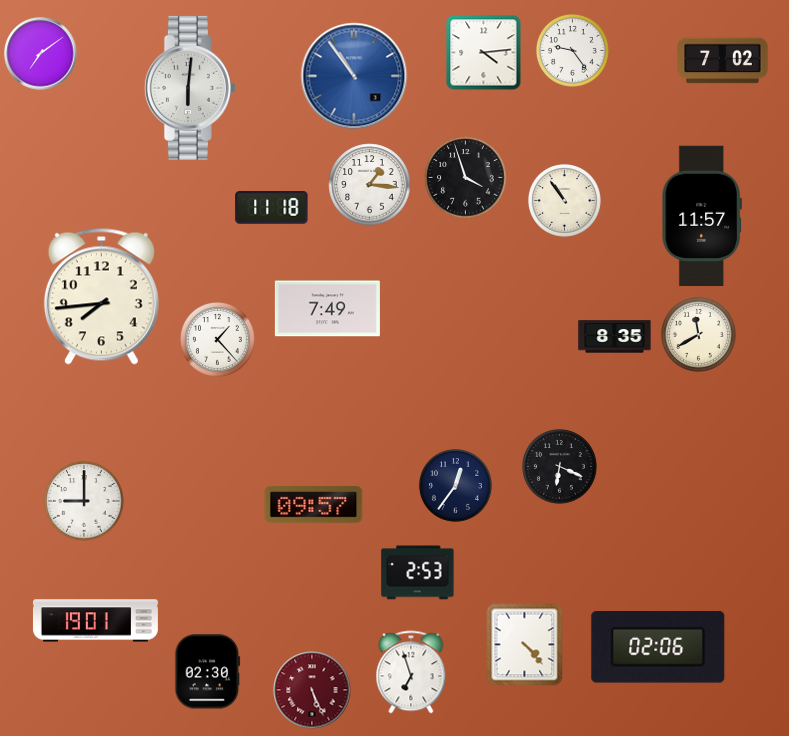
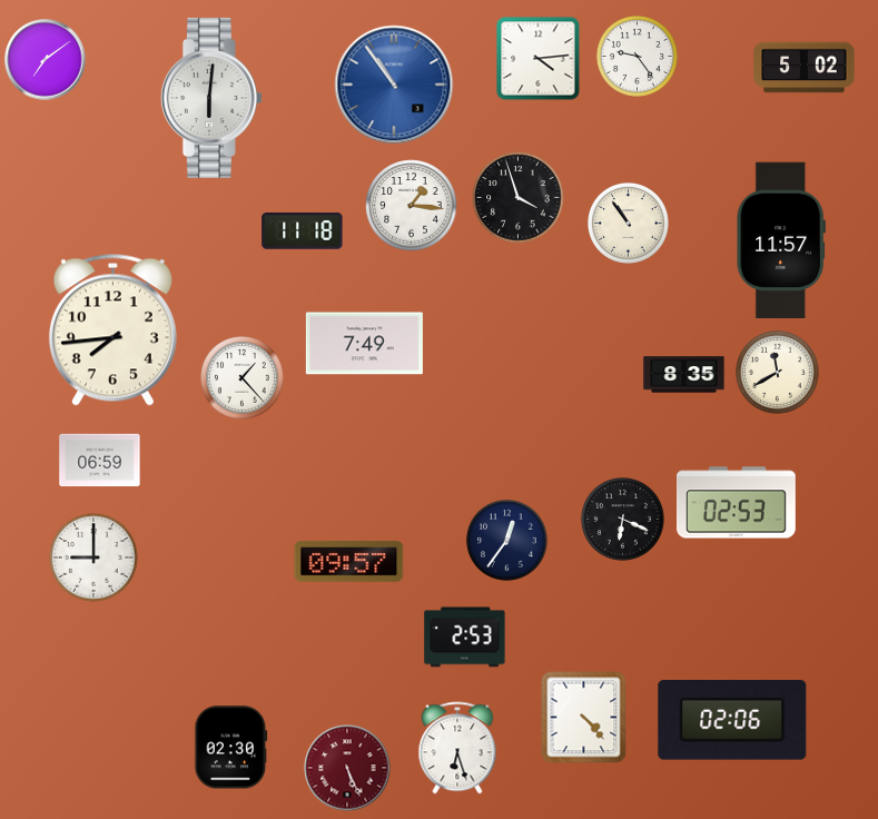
clock at (723, 61): 7:02 -> 5:02
clock at (100, 461): none -> 06:59
clock at (737, 503): none -> 02:53
clock at (95, 621): 19:01 -> none
clock at (411, 672): 6:57 -> 6:27
